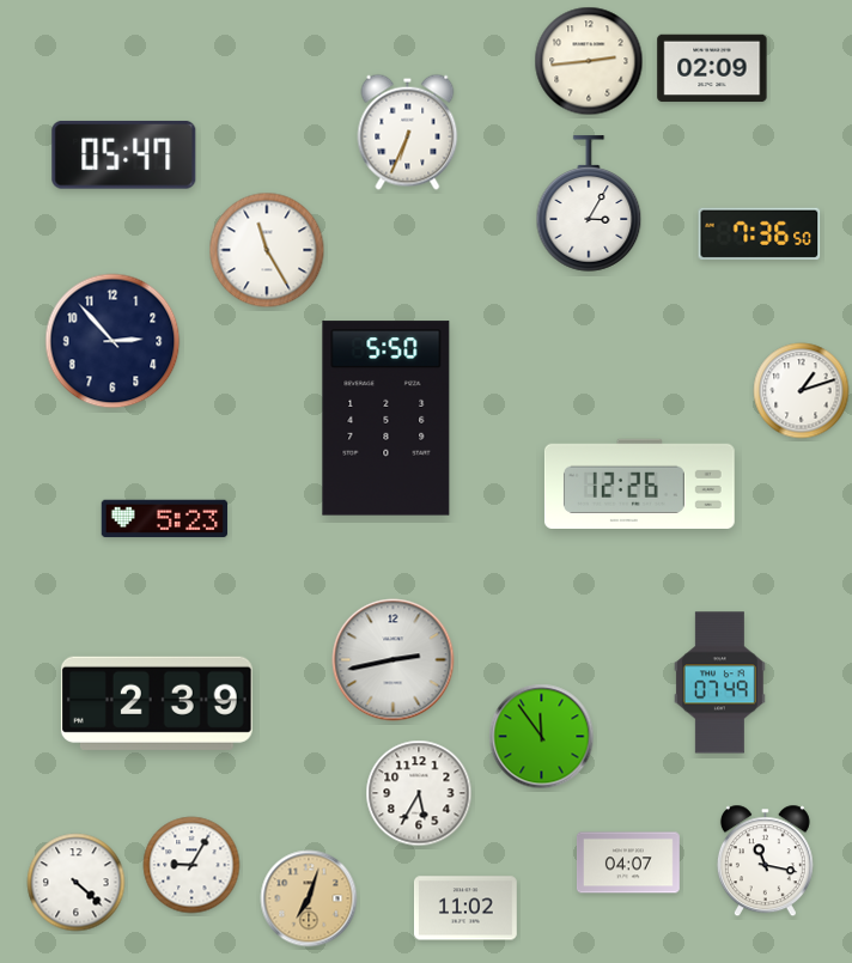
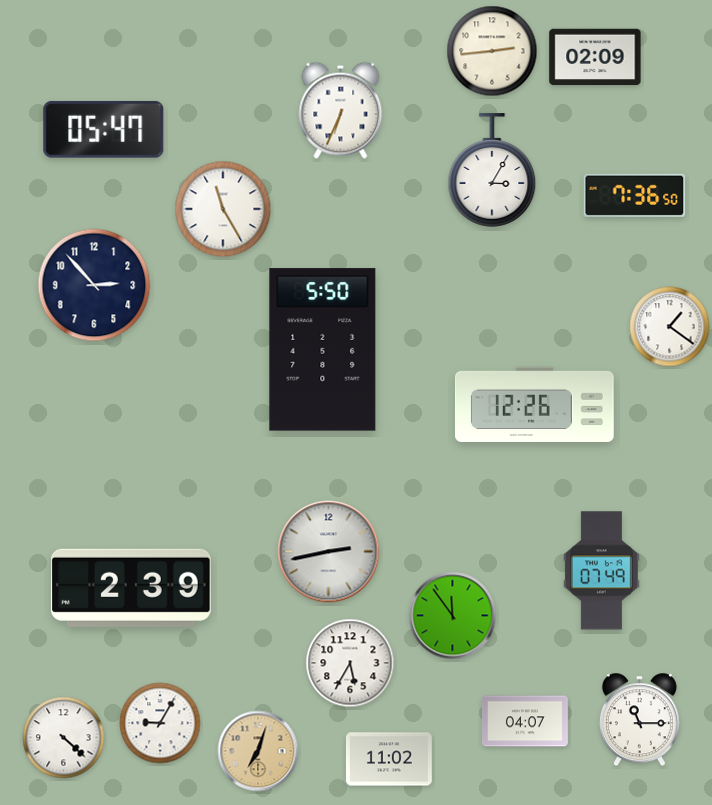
clock at (802, 391): 1:12 -> 1:21
clock at (165, 519): 5:23 -> none
clock at (765, 861): 11:17 -> 11:15
